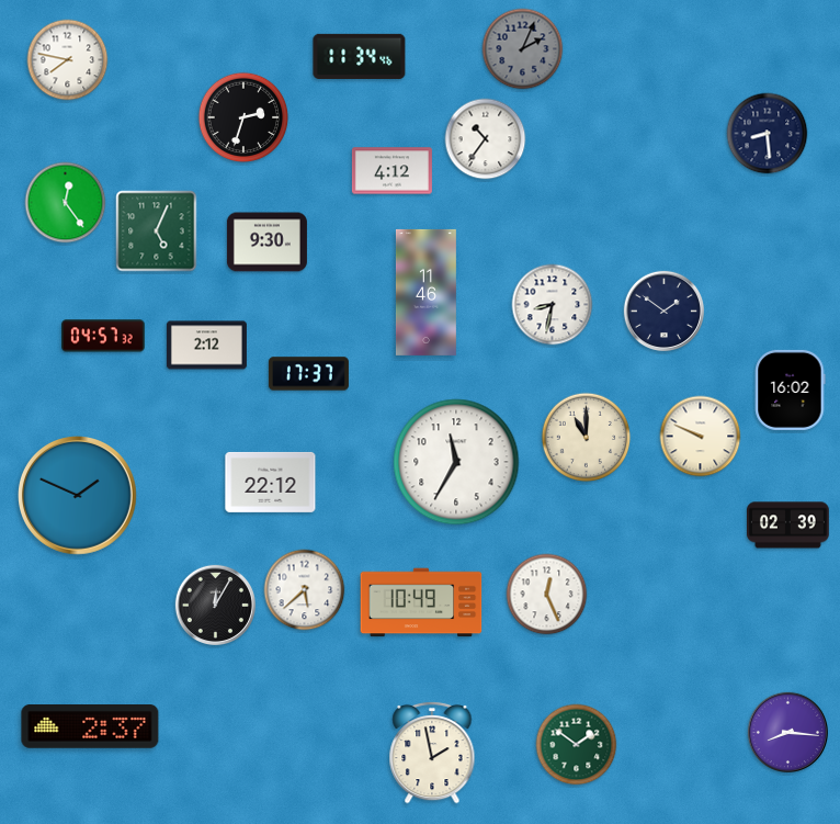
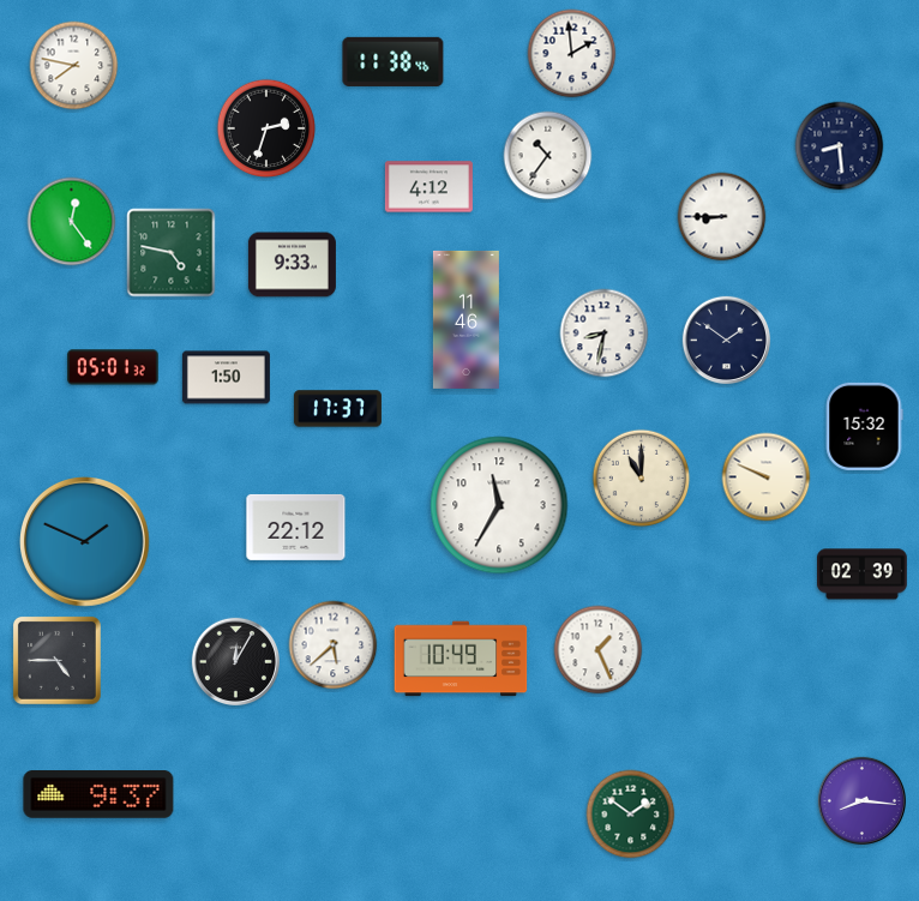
clock at (523, 49): 2:04 -> 1:59
clock at (523, 49) dial: grey -> white
clock at (360, 56): 11:34 -> 11:38
clock at (486, 139) position: (486, 139) -> (548, 156)
clock at (722, 217): none -> 8:45
clock at (157, 232): 5:04 -> 4:47
clock at (266, 242): 9:30 -> 9:33
clock at (103, 336): 04:57 -> 05:01
clock at (206, 346): 2:12 -> 1:50
clock at (790, 390): 16:02 -> 15:32
clock at (547, 595): 12:26 -> 1:26
clock at (56, 660): none -> 4:45
clock at (90, 727): 2:37 -> 9:37
clock at (432, 753): 1:58 -> none
